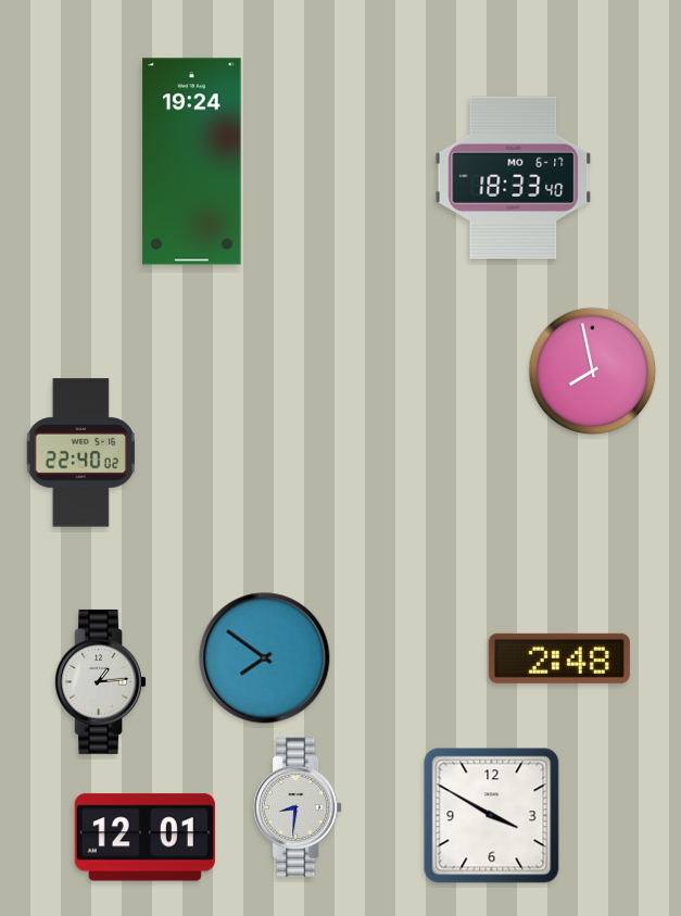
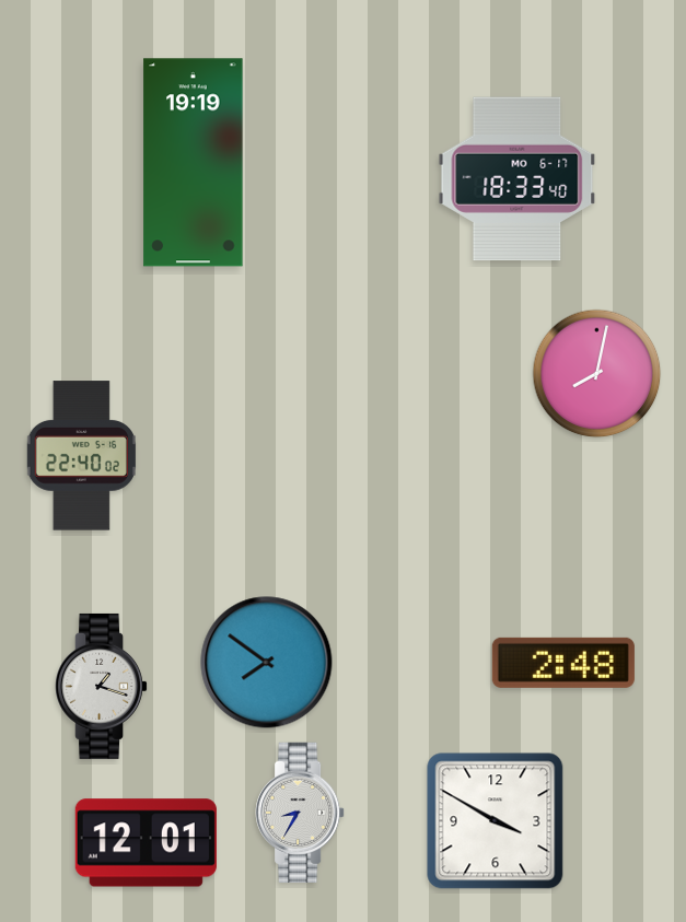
clock at (192, 162): 19:24 -> 19:19
clock at (593, 372): 7:58 -> 8:02
clock at (100, 681): 1:14 -> 1:18
clock at (298, 806): 8:31 -> 8:35
